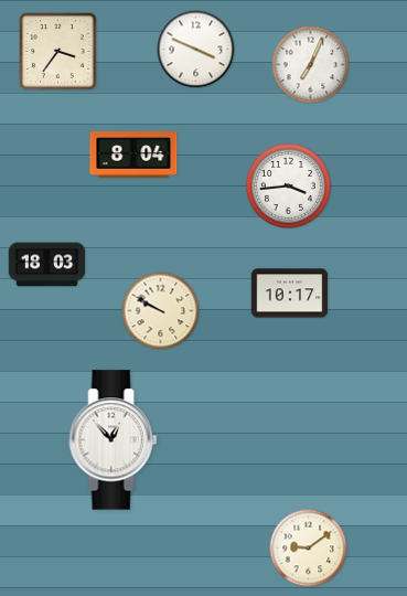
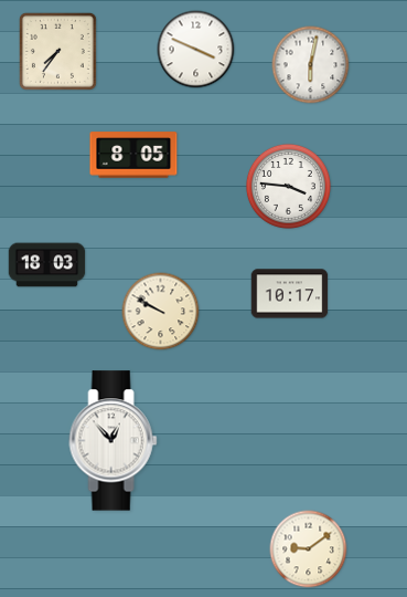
clock at (57, 51): 3:36 -> 7:36
clock at (311, 65): 7:04 -> 6:02
clock at (133, 155): 8:04 -> 8:05
clock at (288, 185): 3:44 -> 3:46
